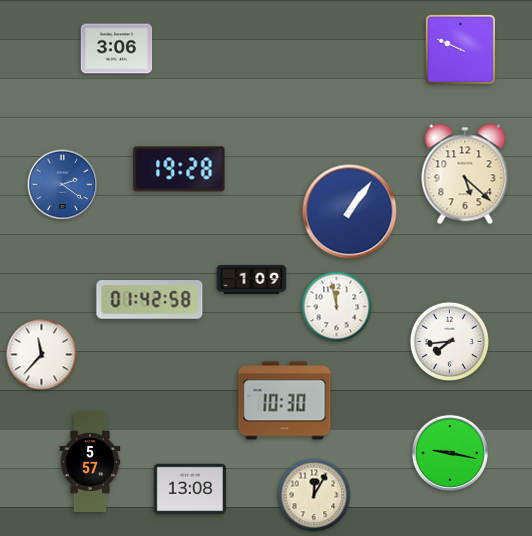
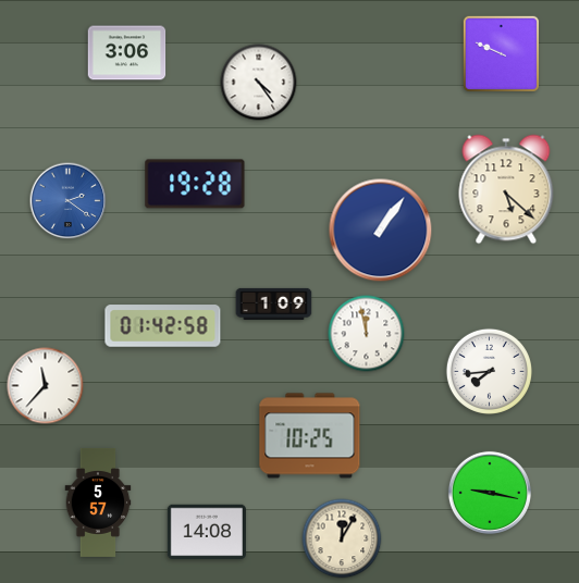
clock at (259, 83): none -> 4:24
clock at (285, 401): 10:30 -> 10:25
clock at (190, 489): 13:08 -> 14:08
